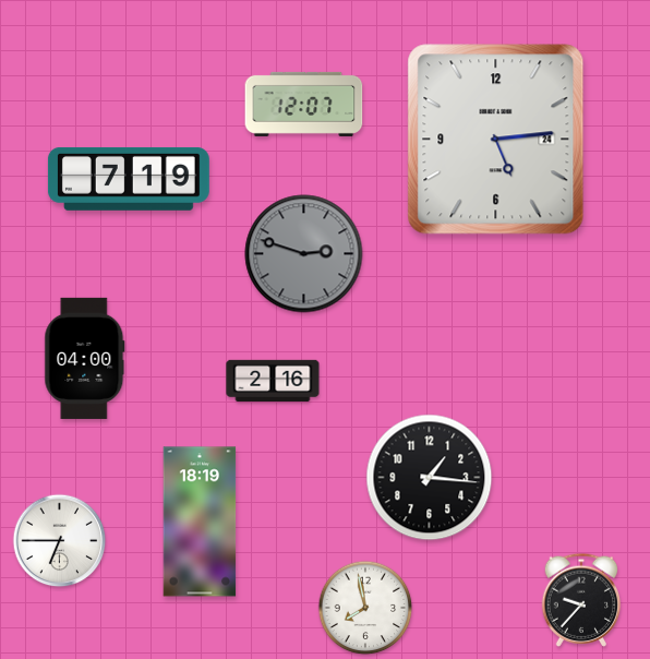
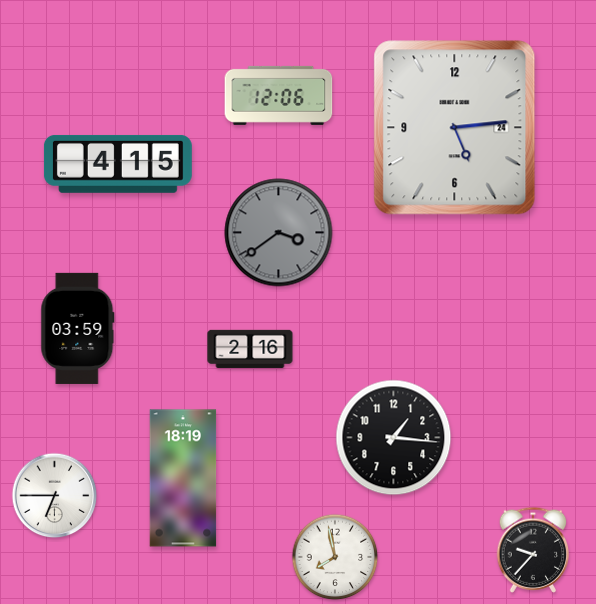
clock at (304, 104): 12:07 -> 12:06
clock at (129, 179): 7:19 -> 4:15
clock at (304, 254): 2:48 -> 3:39
clock at (85, 358): 04:00 -> 03:59
